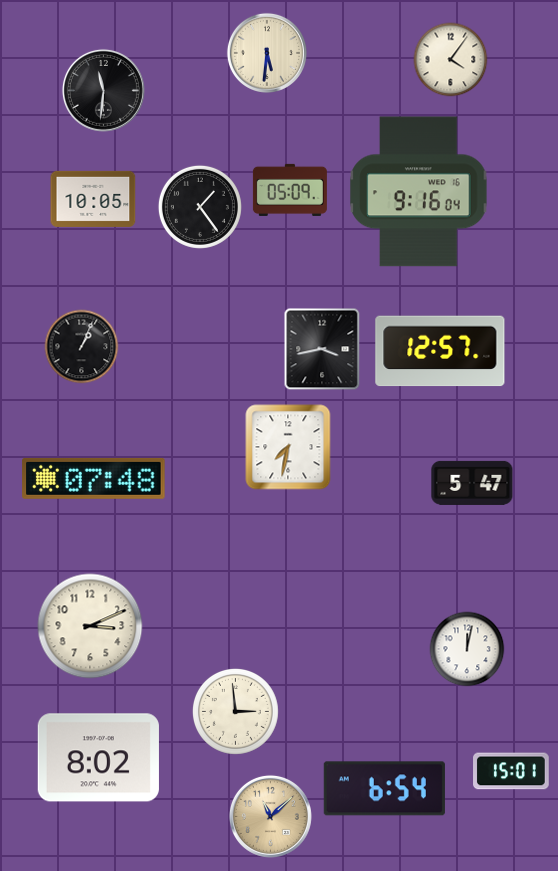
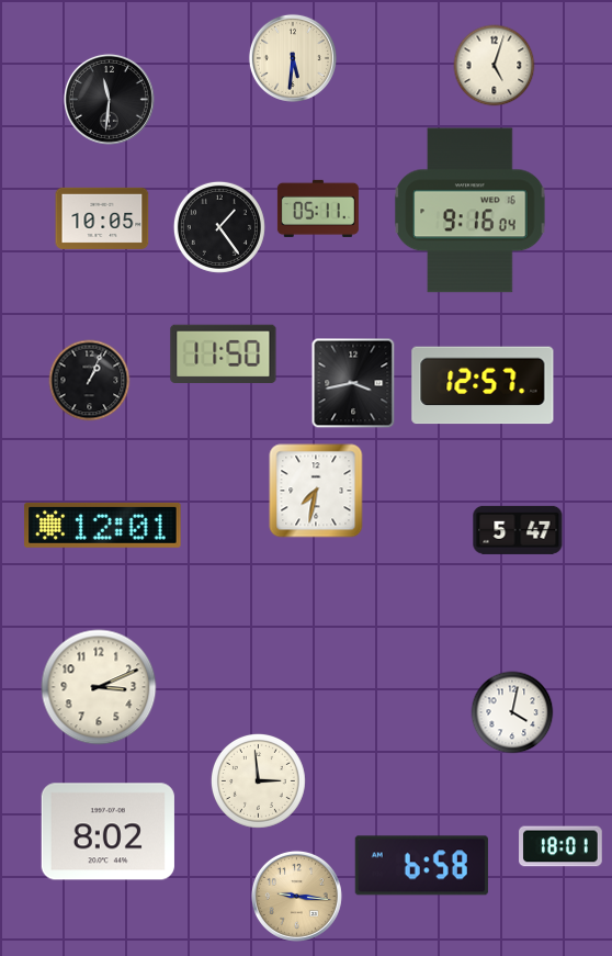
clock at (451, 60): 4:06 -> 5:03
clock at (103, 90) position: (103, 90) -> (109, 99)
clock at (290, 190): 05:09 -> 05:11
clock at (419, 192) position: (419, 192) -> (471, 211)
clock at (224, 353): none -> 11:50
clock at (94, 478): 07:48 -> 12:01
clock at (467, 649): 12:02 -> 4:02
clock at (511, 771): 15:01 -> 18:01
clock at (384, 789): 6:54 -> 6:58
clock at (270, 816): 11:08 -> 9:16
